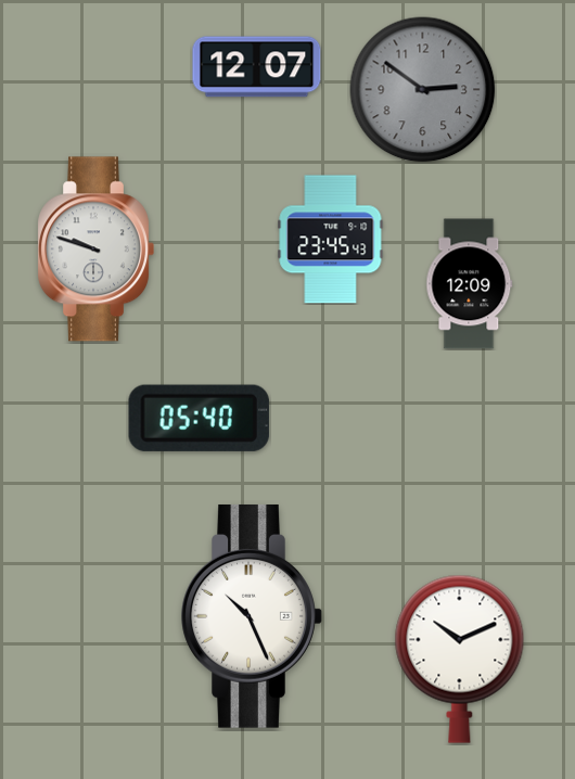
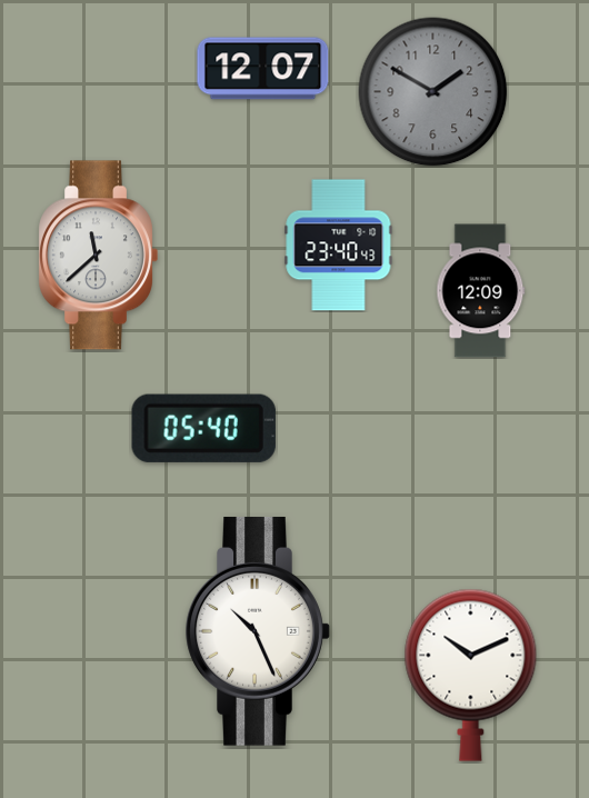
clock at (423, 90): 2:51 -> 1:50
clock at (331, 240): 23:45 -> 23:40
clock at (95, 250): 9:48 -> 11:38
